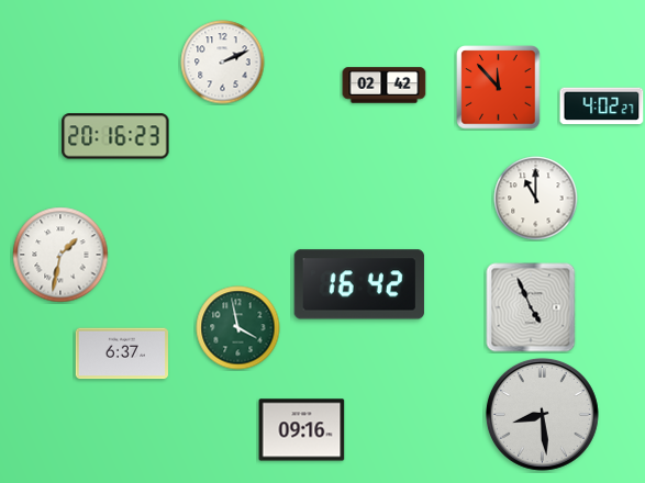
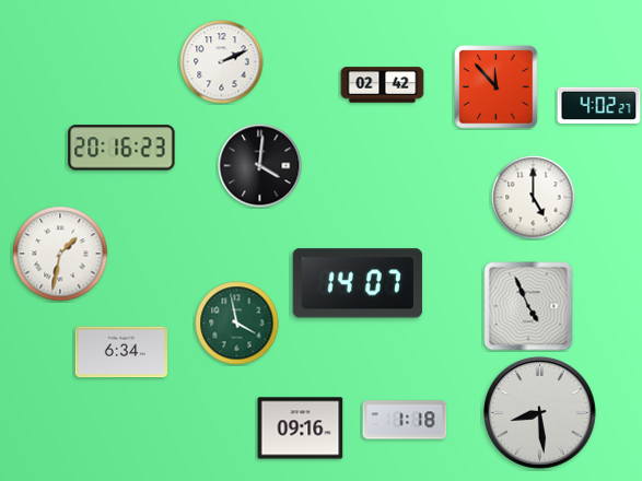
clock at (115, 136) position: (115, 136) -> (121, 148)
clock at (260, 166): none -> 4:01
clock at (536, 199): 11:00 -> 5:00
clock at (359, 284): 16:42 -> 14:07
clock at (238, 328) position: (238, 328) -> (237, 324)
clock at (121, 353): 6:37 -> 6:34
clock at (405, 420): none -> 1:18
